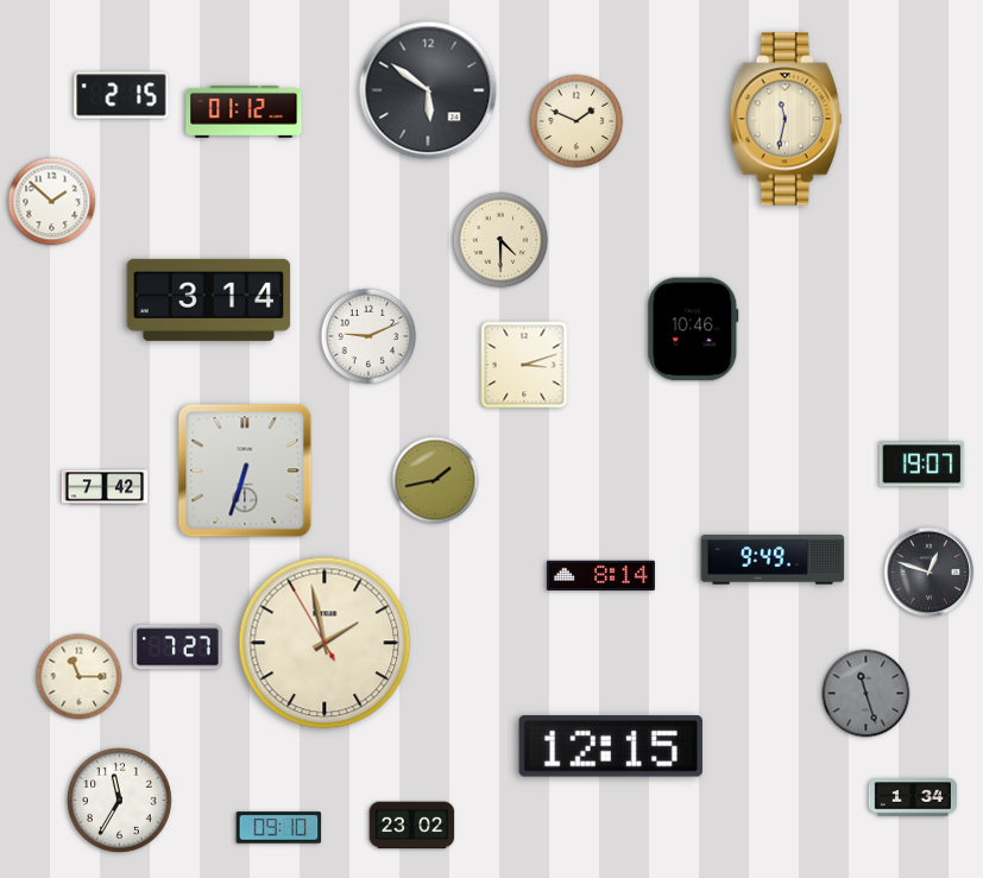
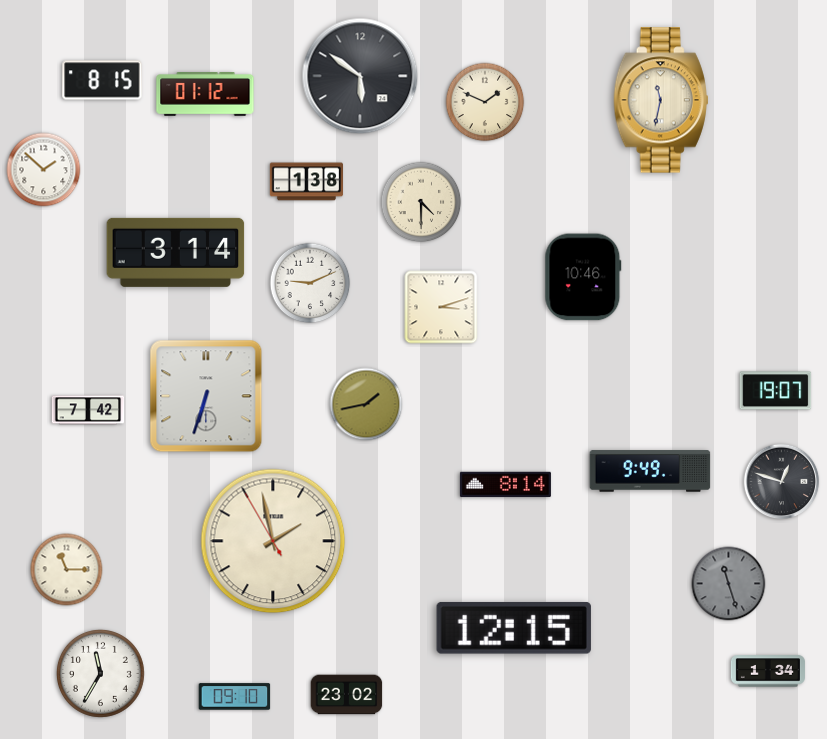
clock at (121, 95): 2:15 -> 8:15
clock at (306, 182): none -> 1:38
clock at (177, 648): 7:27 -> none
